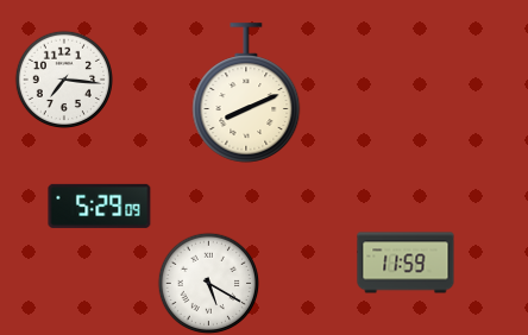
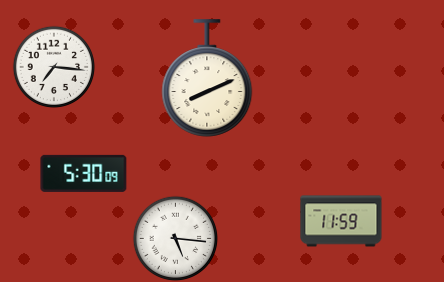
clock at (100, 206): 5:29 -> 5:30
clock at (208, 283): 5:20 -> 5:16
